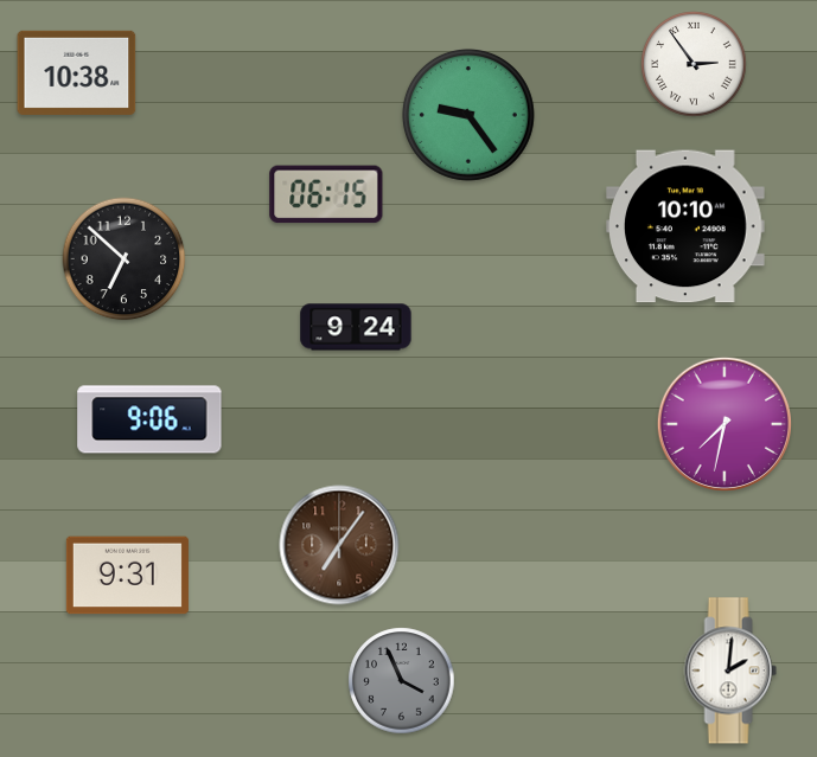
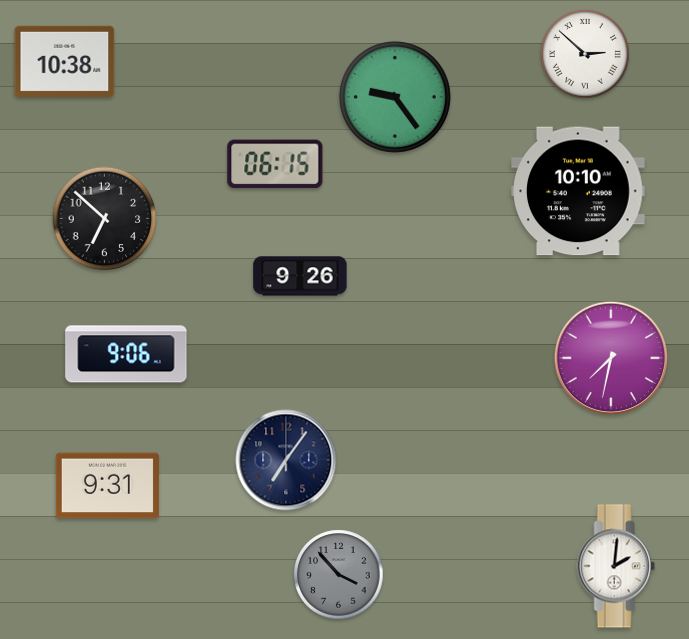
clock at (694, 64): 2:54 -> 2:52
clock at (356, 327): 9:24 -> 9:26
clock at (339, 545) dial: brown -> navy
clock at (402, 681): 3:56 -> 3:53
